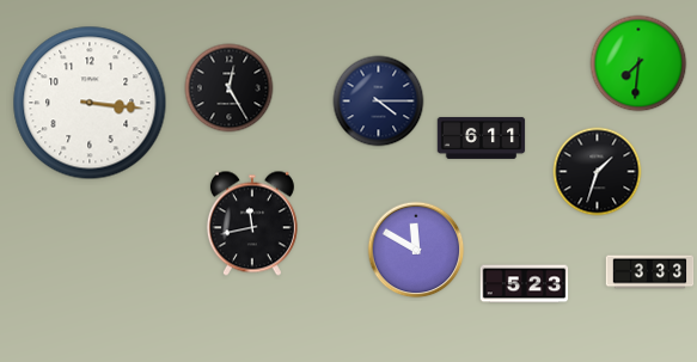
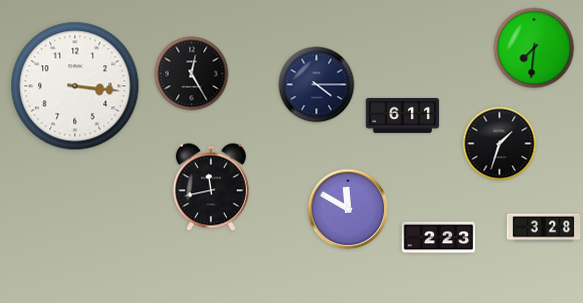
clock at (638, 63) position: (638, 63) -> (534, 48)
clock at (650, 272): 3:33 -> 3:28
clock at (525, 284): 5:23 -> 2:23
